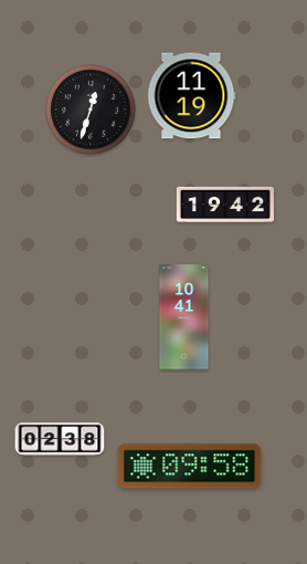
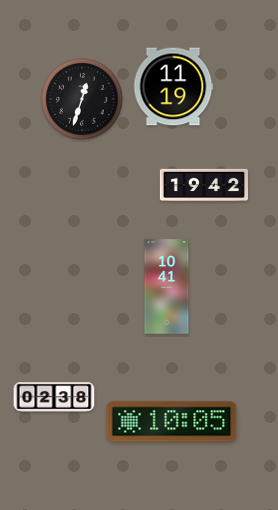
clock at (190, 467): 09:58 -> 10:05
